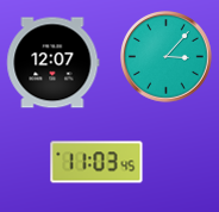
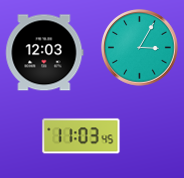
clock at (167, 57): 3:07 -> 3:05
clock at (54, 63): 12:07 -> 12:03
